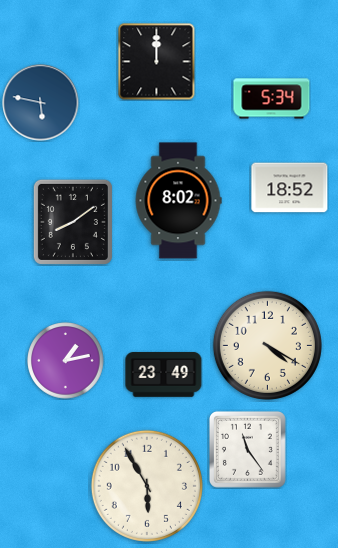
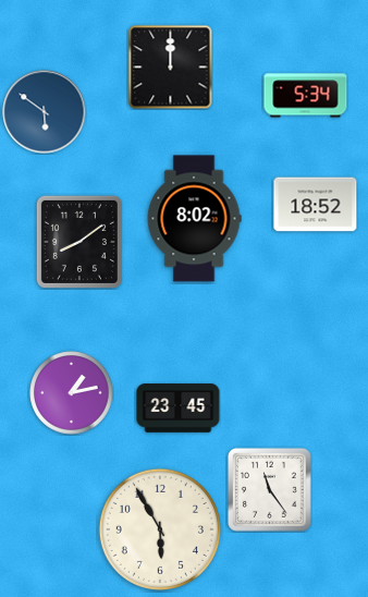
clock at (272, 99) position: (272, 99) -> (306, 96)
clock at (41, 103): 5:47 -> 5:51
clock at (267, 345): 4:20 -> none
clock at (164, 375): 23:49 -> 23:45
